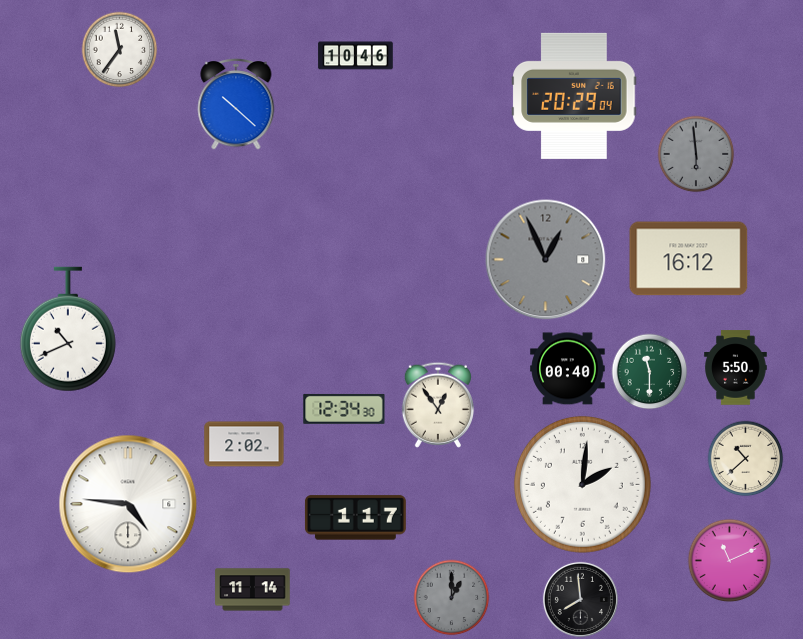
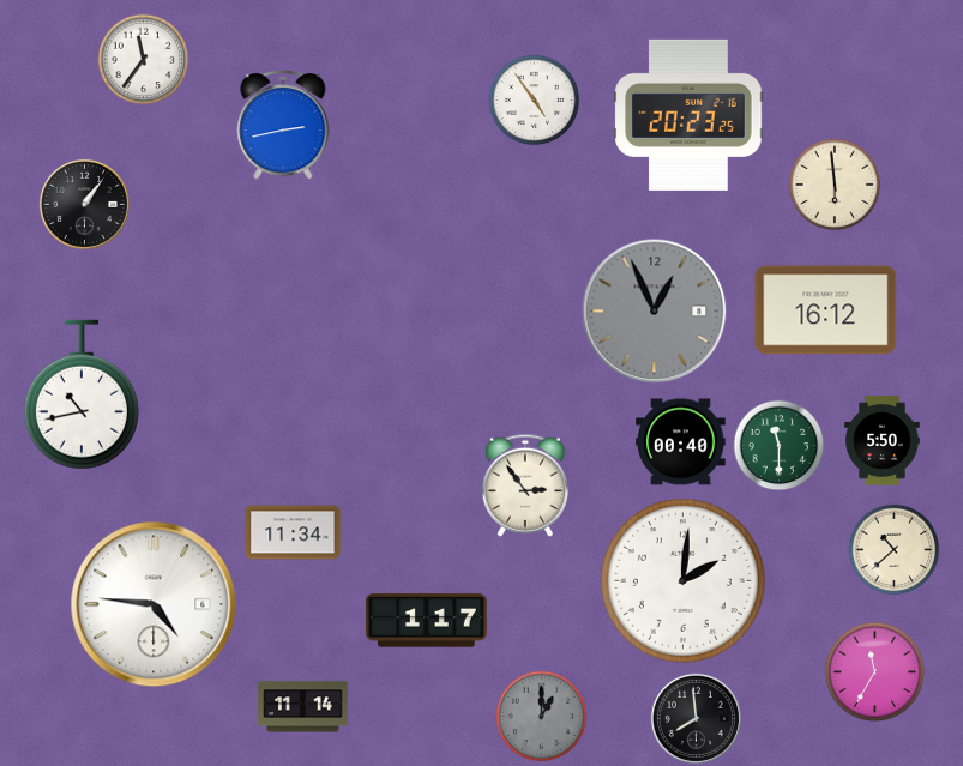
clock at (356, 56): 10:46 -> none
clock at (535, 101): none -> 4:54
clock at (574, 96): 20:29 -> 20:23
clock at (236, 105): 10:22 -> 2:43
clock at (696, 154) dial: grey -> cream
clock at (84, 204): none -> 1:06
clock at (68, 329): 10:41 -> 10:43
clock at (438, 405): 12:54 -> 2:54
clock at (344, 409): 12:34 -> none
clock at (244, 444): 2:02 -> 11:34
clock at (582, 484) position: (582, 484) -> (682, 580)
clock at (730, 561): 11:11 -> 11:35
